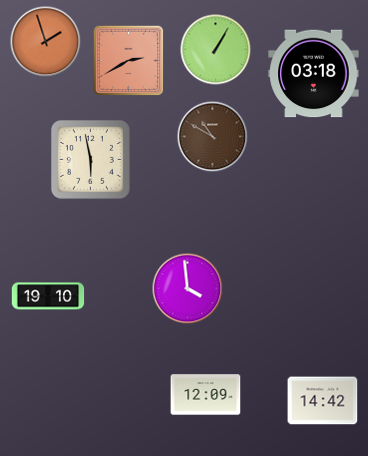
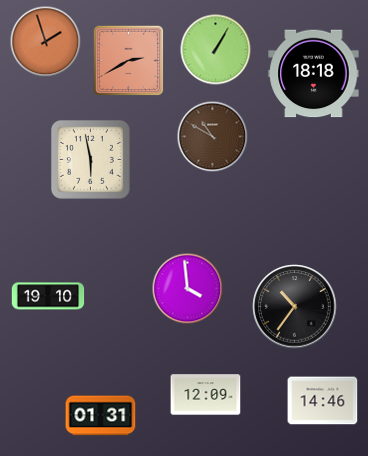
clock at (314, 74): 03:18 -> 18:18
clock at (295, 307): none -> 10:36
clock at (323, 401): 14:42 -> 14:46
clock at (101, 416): none -> 01:31
